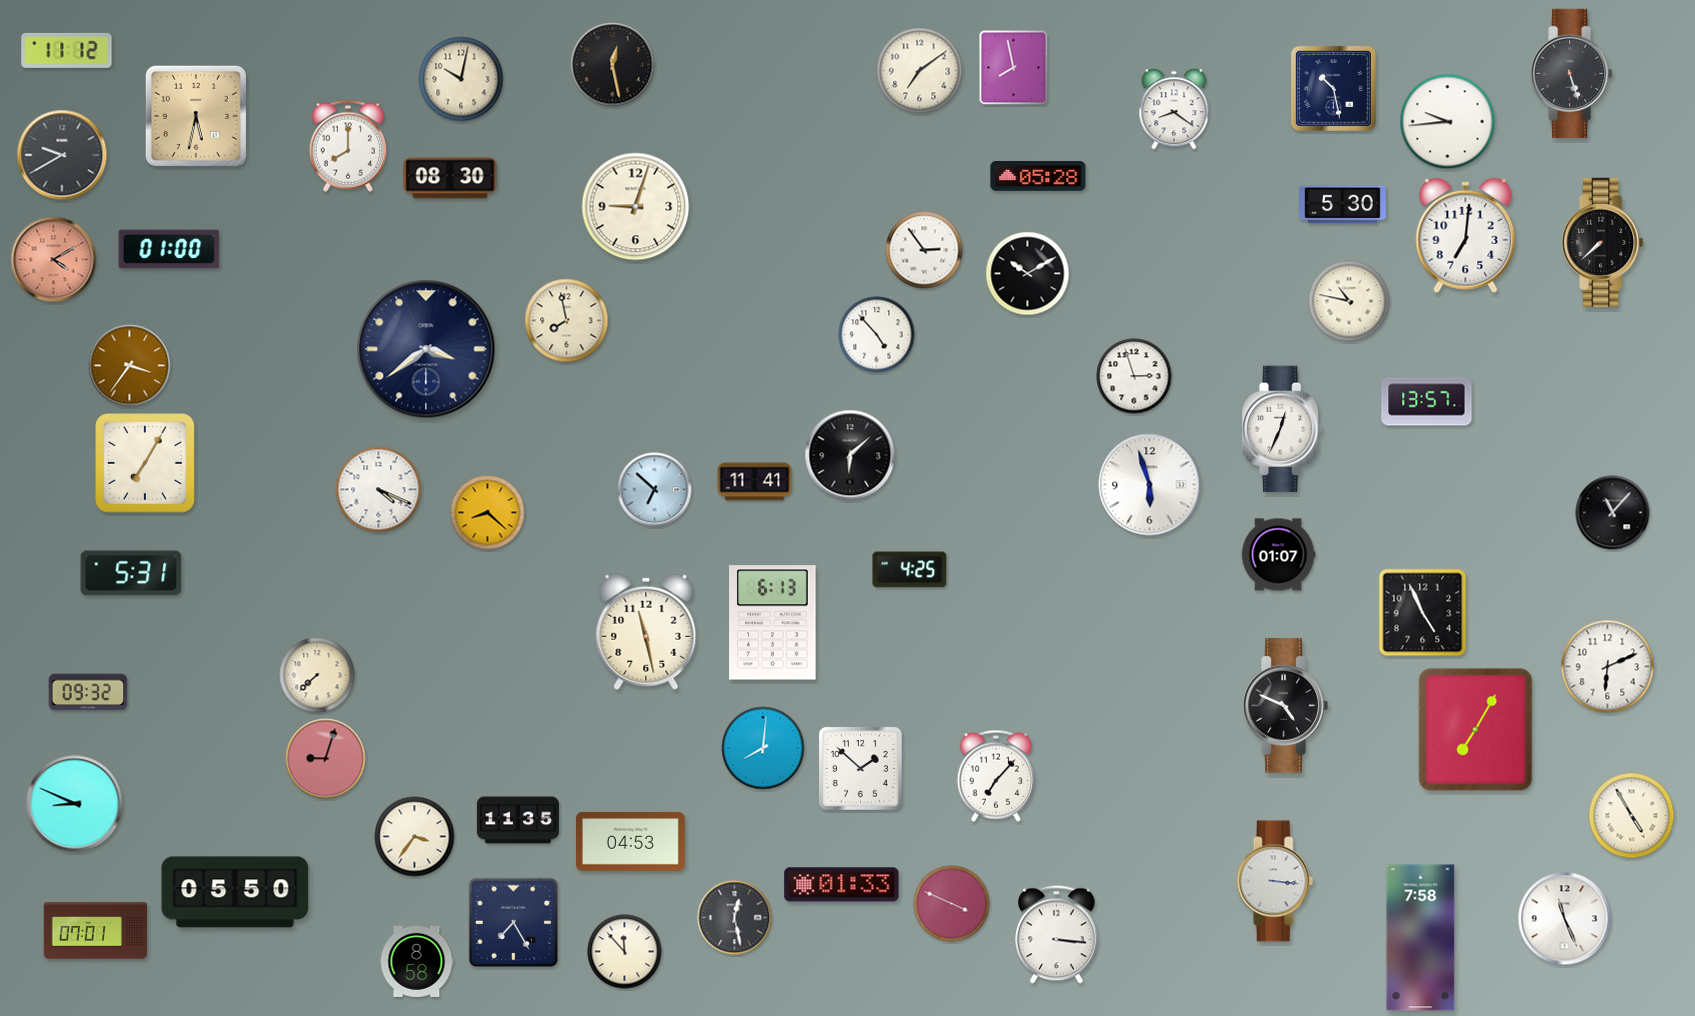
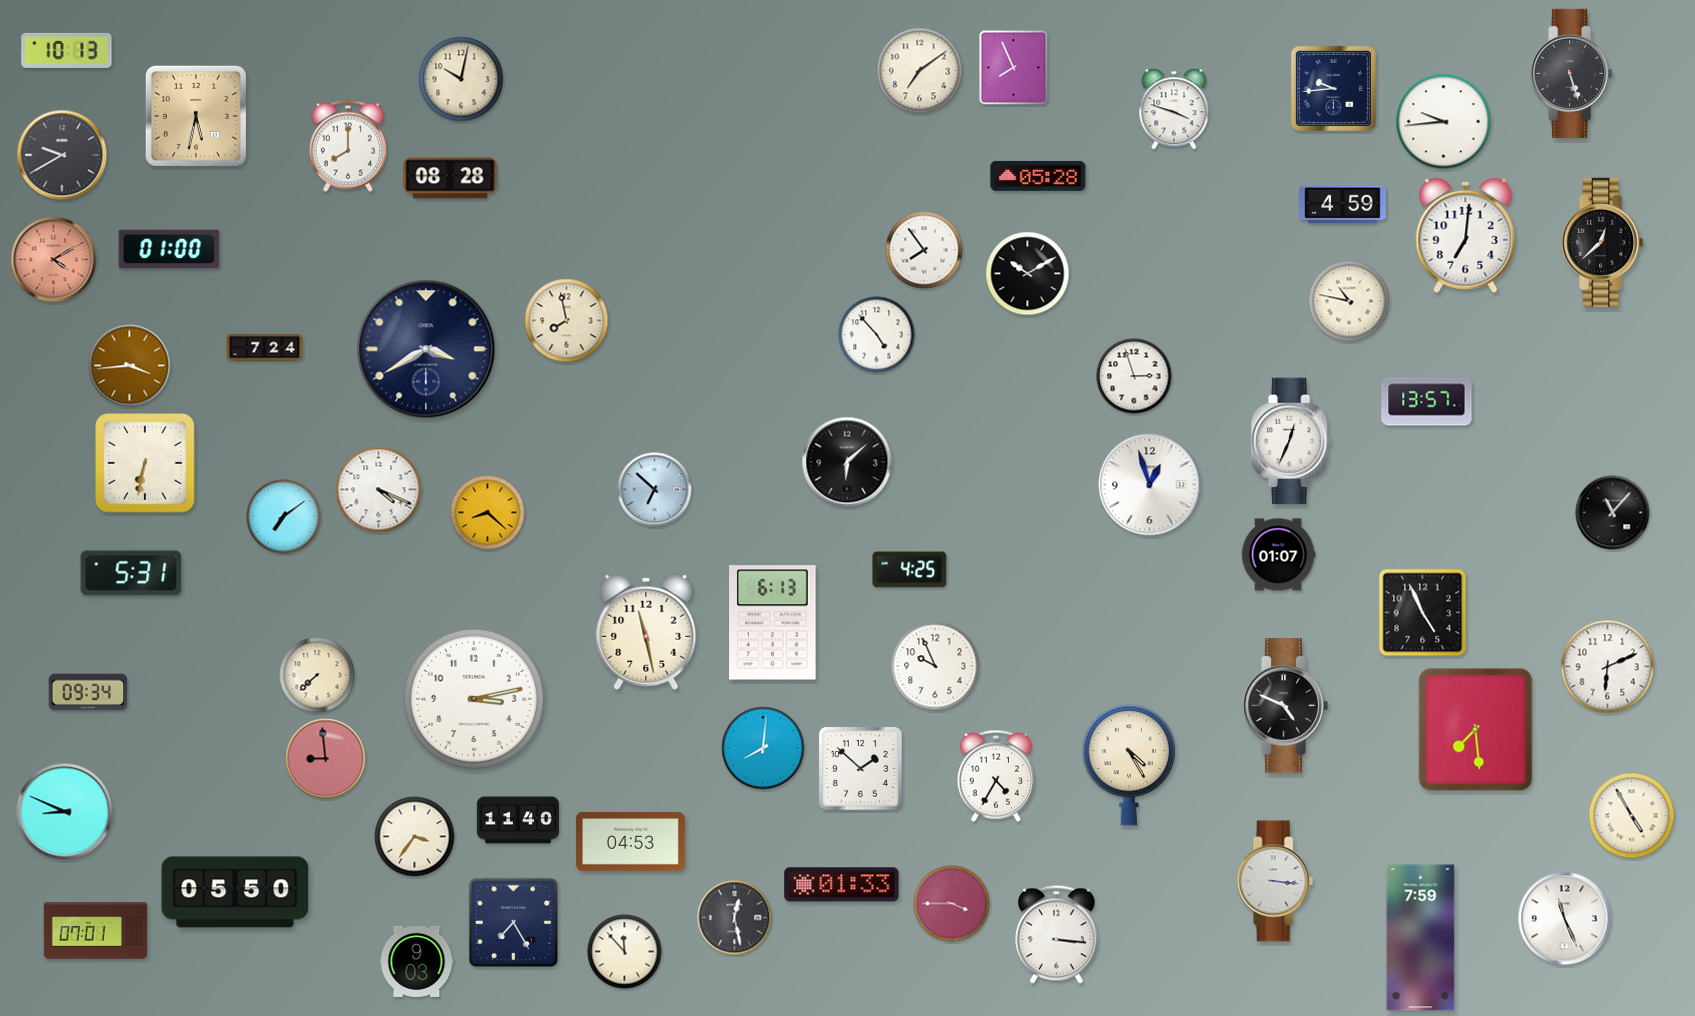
clock at (67, 50): 11:12 -> 10:13
clock at (613, 65): 12:28 -> none
clock at (1014, 68): 7:58 -> 7:56
clock at (1333, 88): 10:28 -> 9:44
clock at (1174, 109): 8:21 -> 3:48
clock at (1448, 122) position: (1448, 122) -> (1444, 122)
clock at (450, 178): 08:30 -> 08:28
clock at (1343, 205): 5:30 -> 4:59
clock at (636, 207): 9:03 -> none
clock at (1603, 242): 7:38 -> 12:38
clock at (924, 250): 2:54 -> 7:54
clock at (265, 348): none -> 7:24
clock at (426, 349): 3:39 -> 3:40
clock at (130, 366): 3:36 -> 3:44
clock at (1283, 429) position: (1283, 429) -> (1292, 441)
clock at (850, 455) position: (850, 455) -> (847, 462)
clock at (145, 463): 7:05 -> 6:32
clock at (755, 482): 11:41 -> none
clock at (1150, 485): 5:57 -> 12:57
clock at (284, 517): none -> 7:09
clock at (935, 666): none -> 9:56
clock at (88, 692): 09:32 -> 09:34
clock at (474, 699): none -> 3:13
clock at (1476, 730): 7:05 -> 7:29
clock at (326, 759): 9:03 -> 8:59
clock at (1129, 765): none -> 4:25
clock at (995, 776): 7:07 -> 4:35
clock at (75, 804) position: (75, 804) -> (65, 812)
clock at (518, 820): 11:35 -> 11:40
clock at (952, 904): 3:49 -> 3:45
clock at (1421, 938): 7:58 -> 7:59
clock at (417, 961): 8:58 -> 9:03
